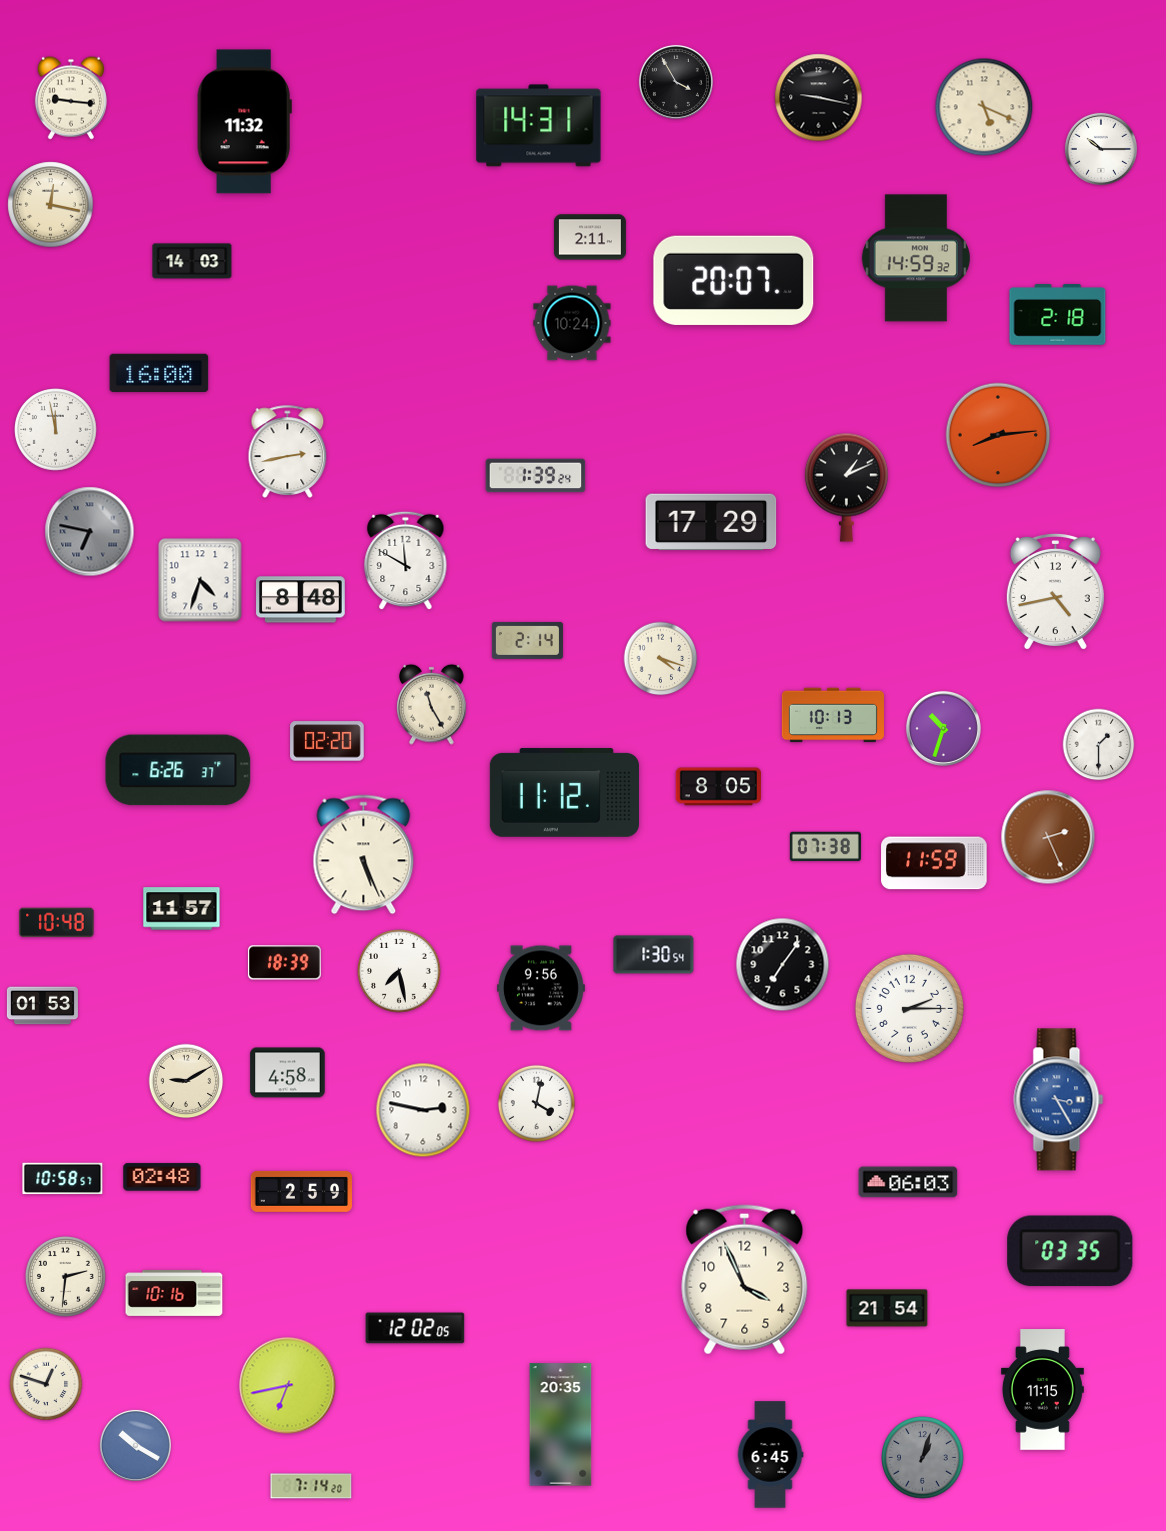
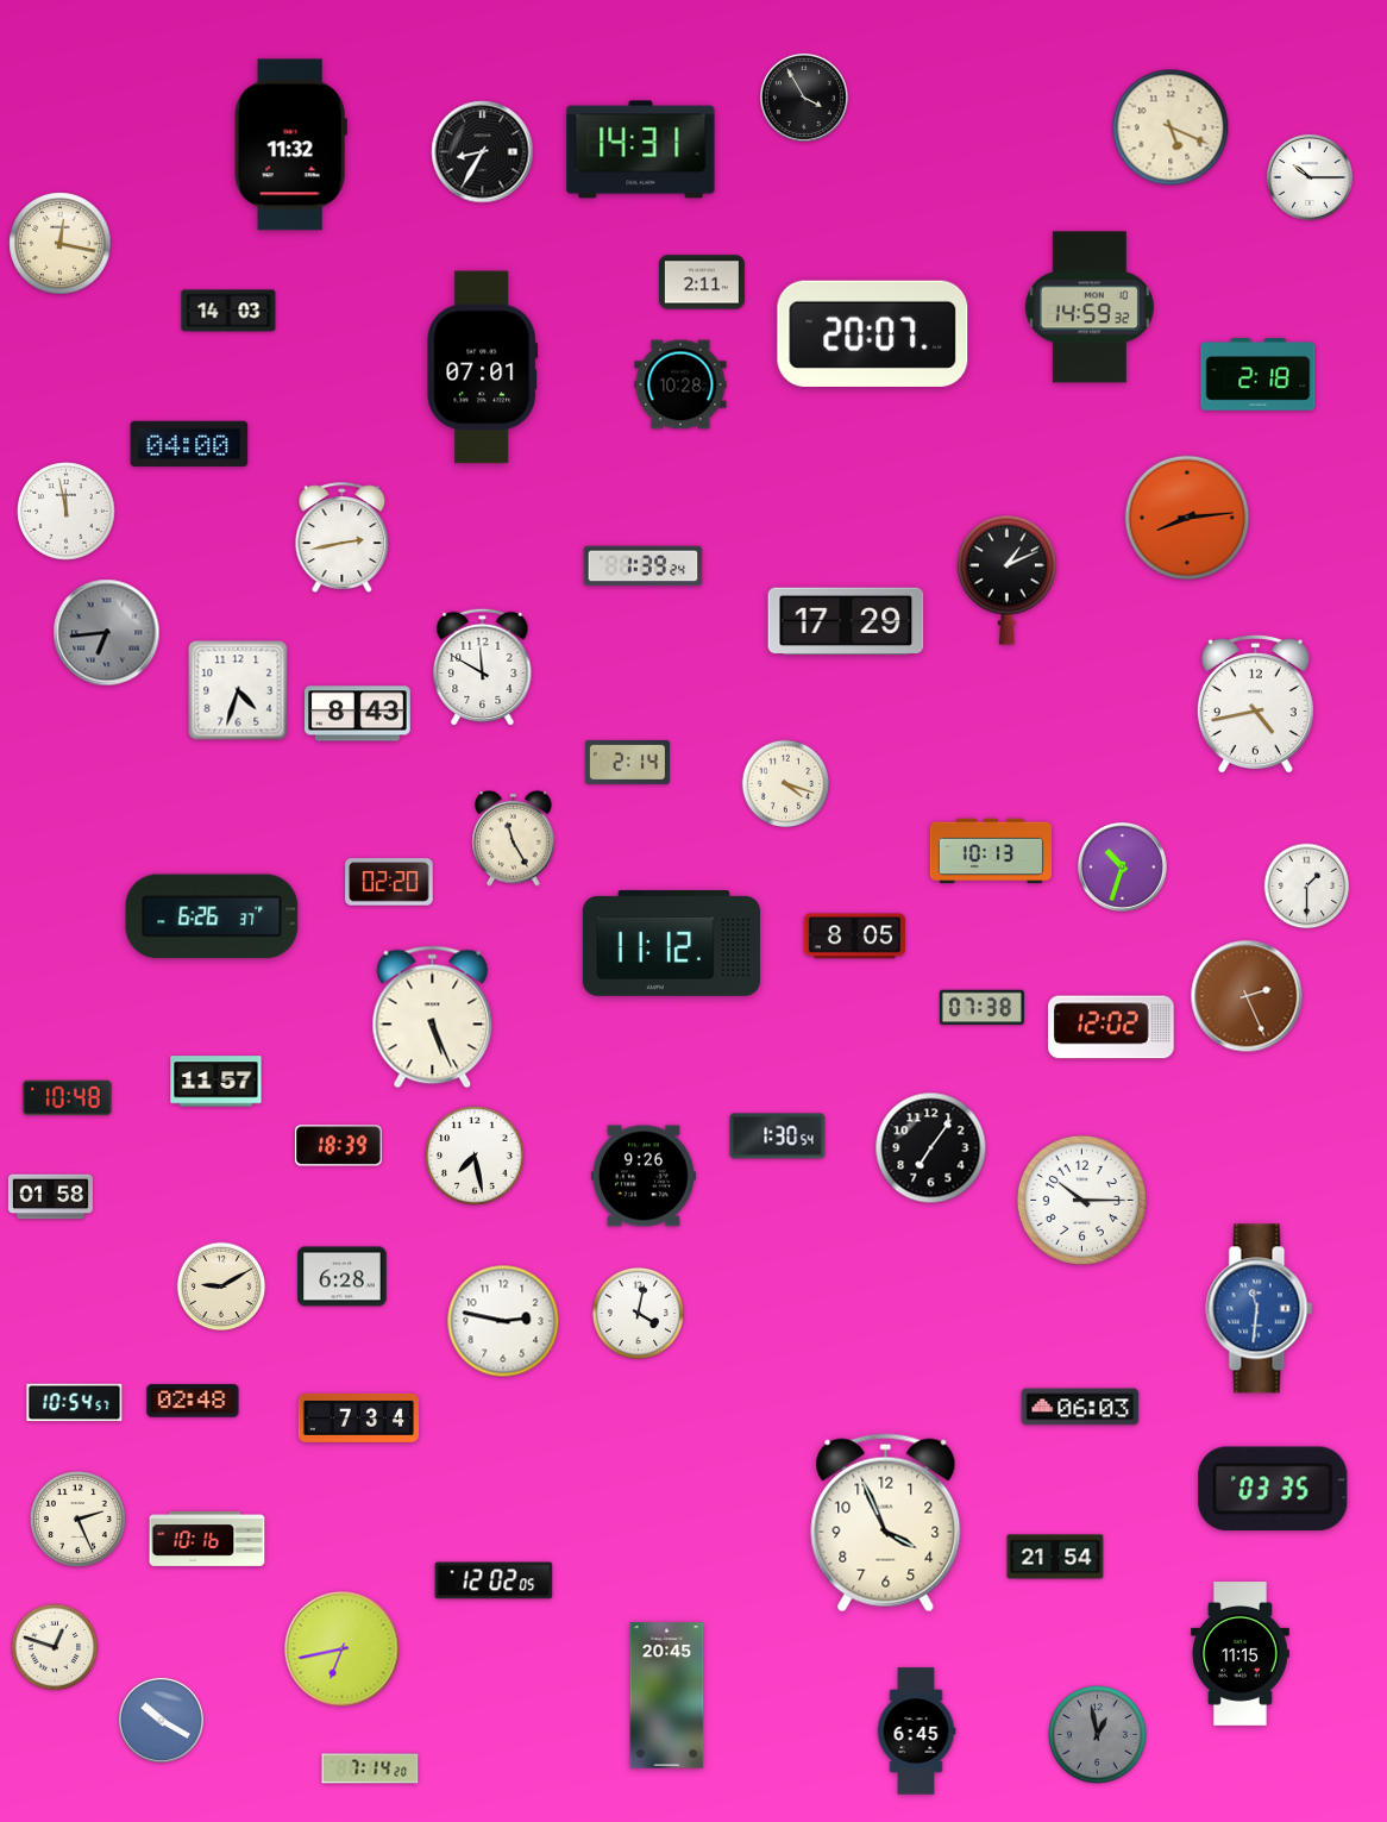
clock at (71, 98): 9:16 -> none
clock at (819, 98): 9:17 -> none
clock at (483, 152): none -> 8:35
clock at (482, 368): none -> 07:01
clock at (572, 323): 10:24 -> 10:28
clock at (159, 372): 16:00 -> 04:00
clock at (536, 476) position: (536, 476) -> (644, 566)
clock at (90, 532): 6:47 -> 6:44
clock at (301, 600): 8:48 -> 8:43
clock at (934, 863): 11:59 -> 12:02
clock at (541, 988): 9:56 -> 9:26
clock at (42, 1006): 01:53 -> 01:58
clock at (909, 1008): 2:15 -> 10:15
clock at (288, 1073): 4:58 -> 6:28
clock at (1059, 1100): 3:25 -> 11:31
clock at (63, 1179): 10:58 -> 10:54
clock at (302, 1191): 2:59 -> 7:34
clock at (65, 1276): 2:31 -> 2:26
clock at (561, 1425): 20:35 -> 20:45
clock at (923, 1458): 1:03 -> 12:58
